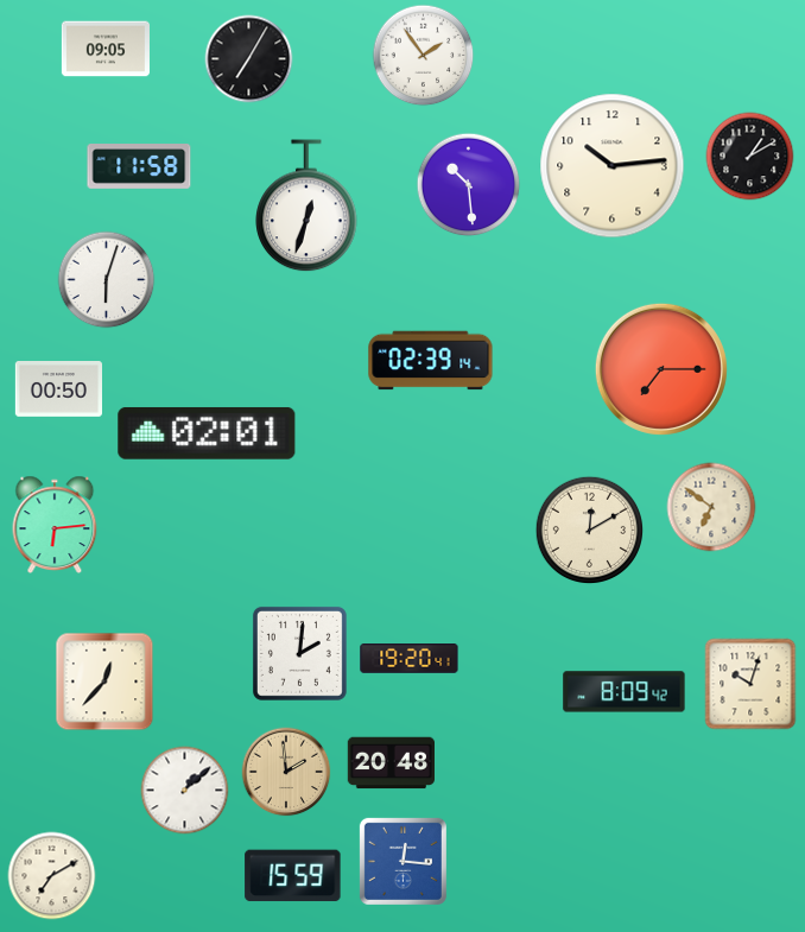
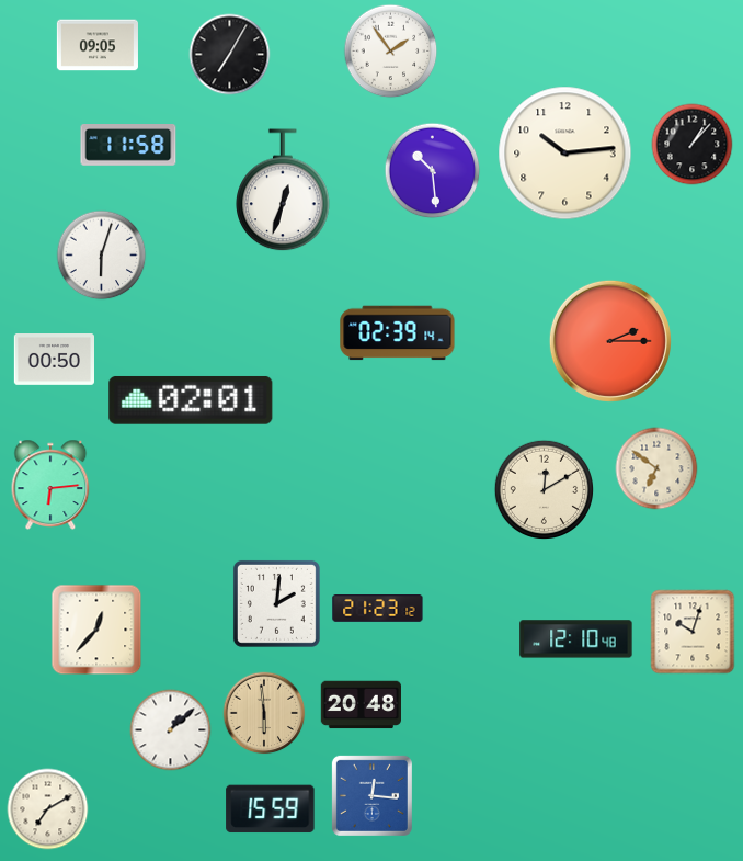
clock at (750, 157): 1:10 -> 1:07
clock at (139, 167) position: (139, 167) -> (128, 146)
clock at (107, 280) position: (107, 280) -> (102, 256)
clock at (661, 369): 7:15 -> 2:15
clock at (410, 659): 19:20 -> 21:23
clock at (625, 692): 8:09 -> 12:10
clock at (286, 772): 1:59 -> 5:59
